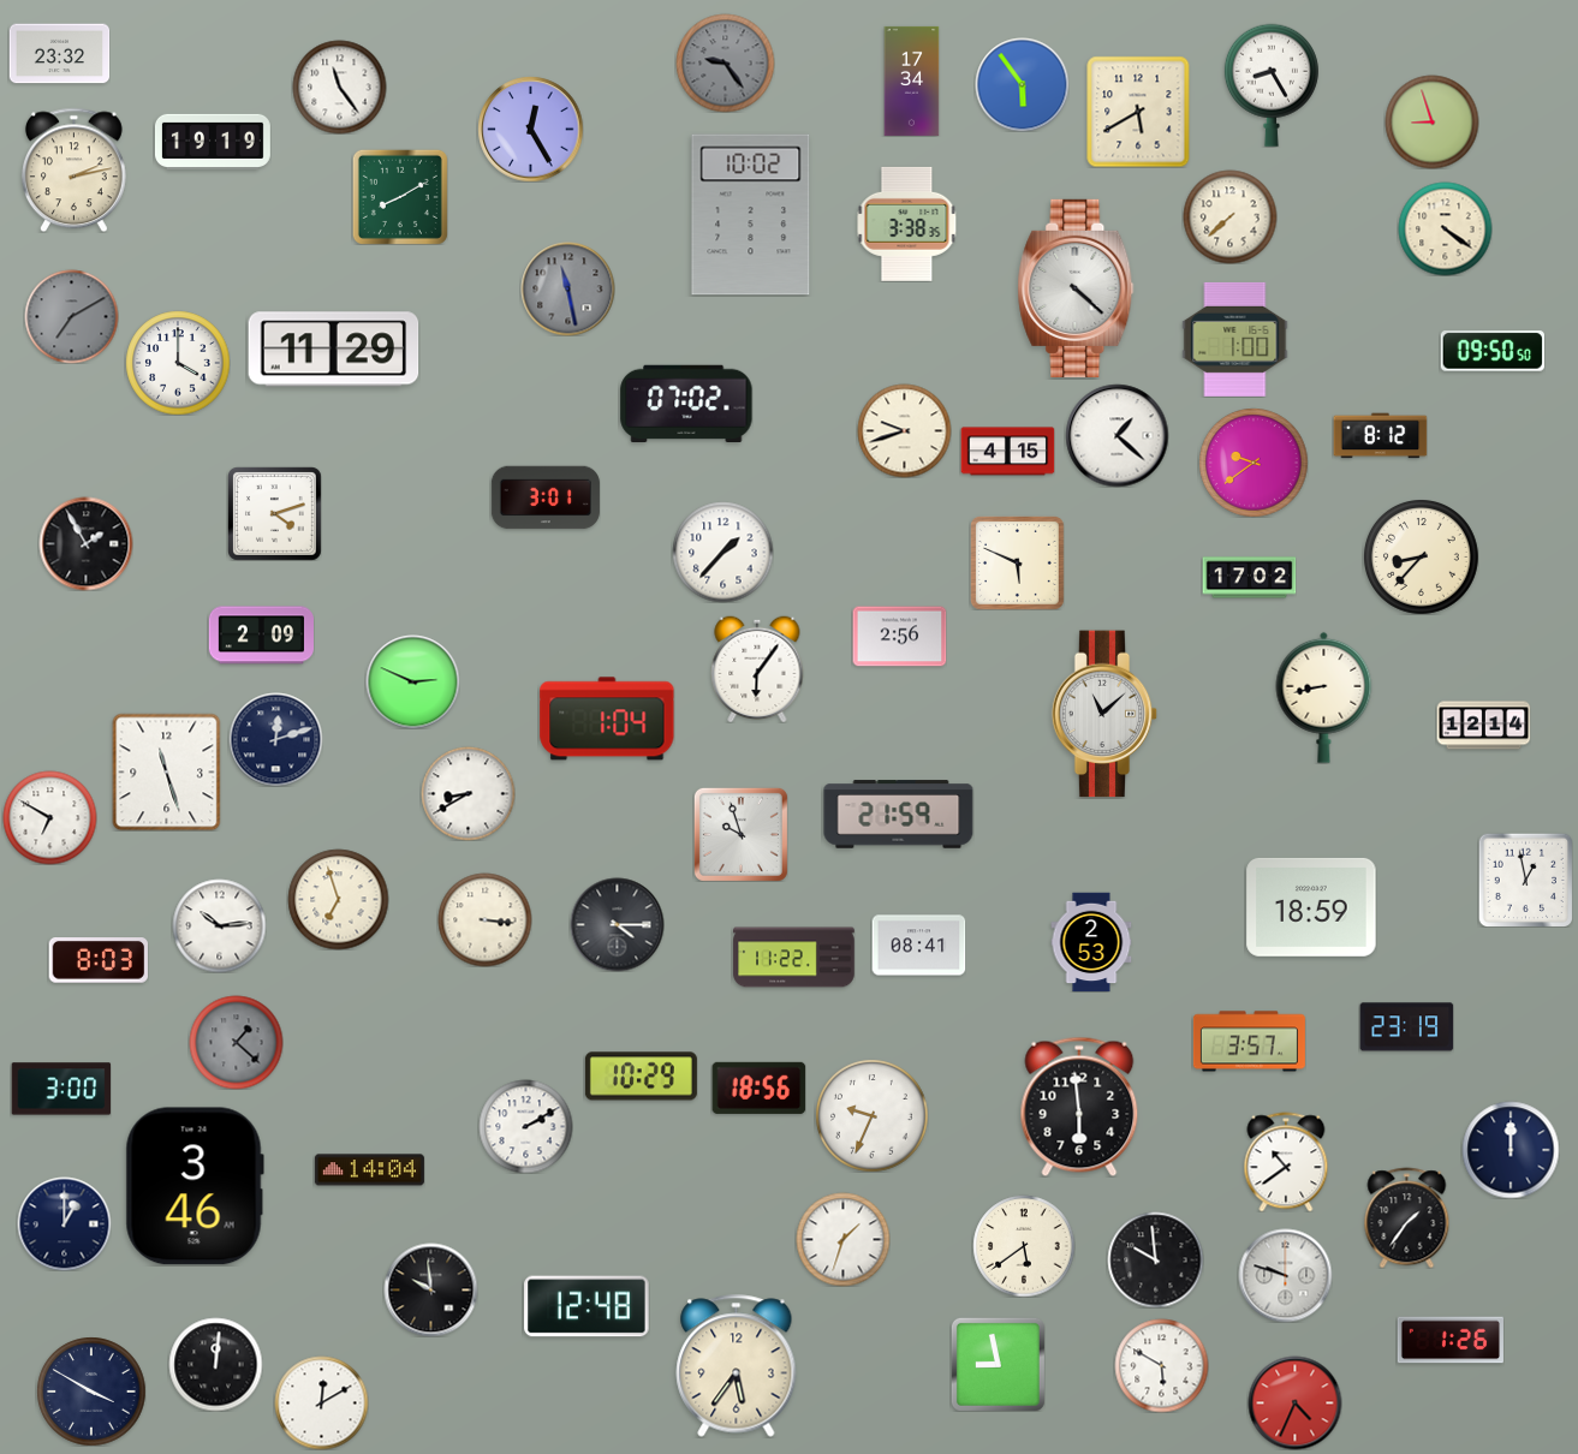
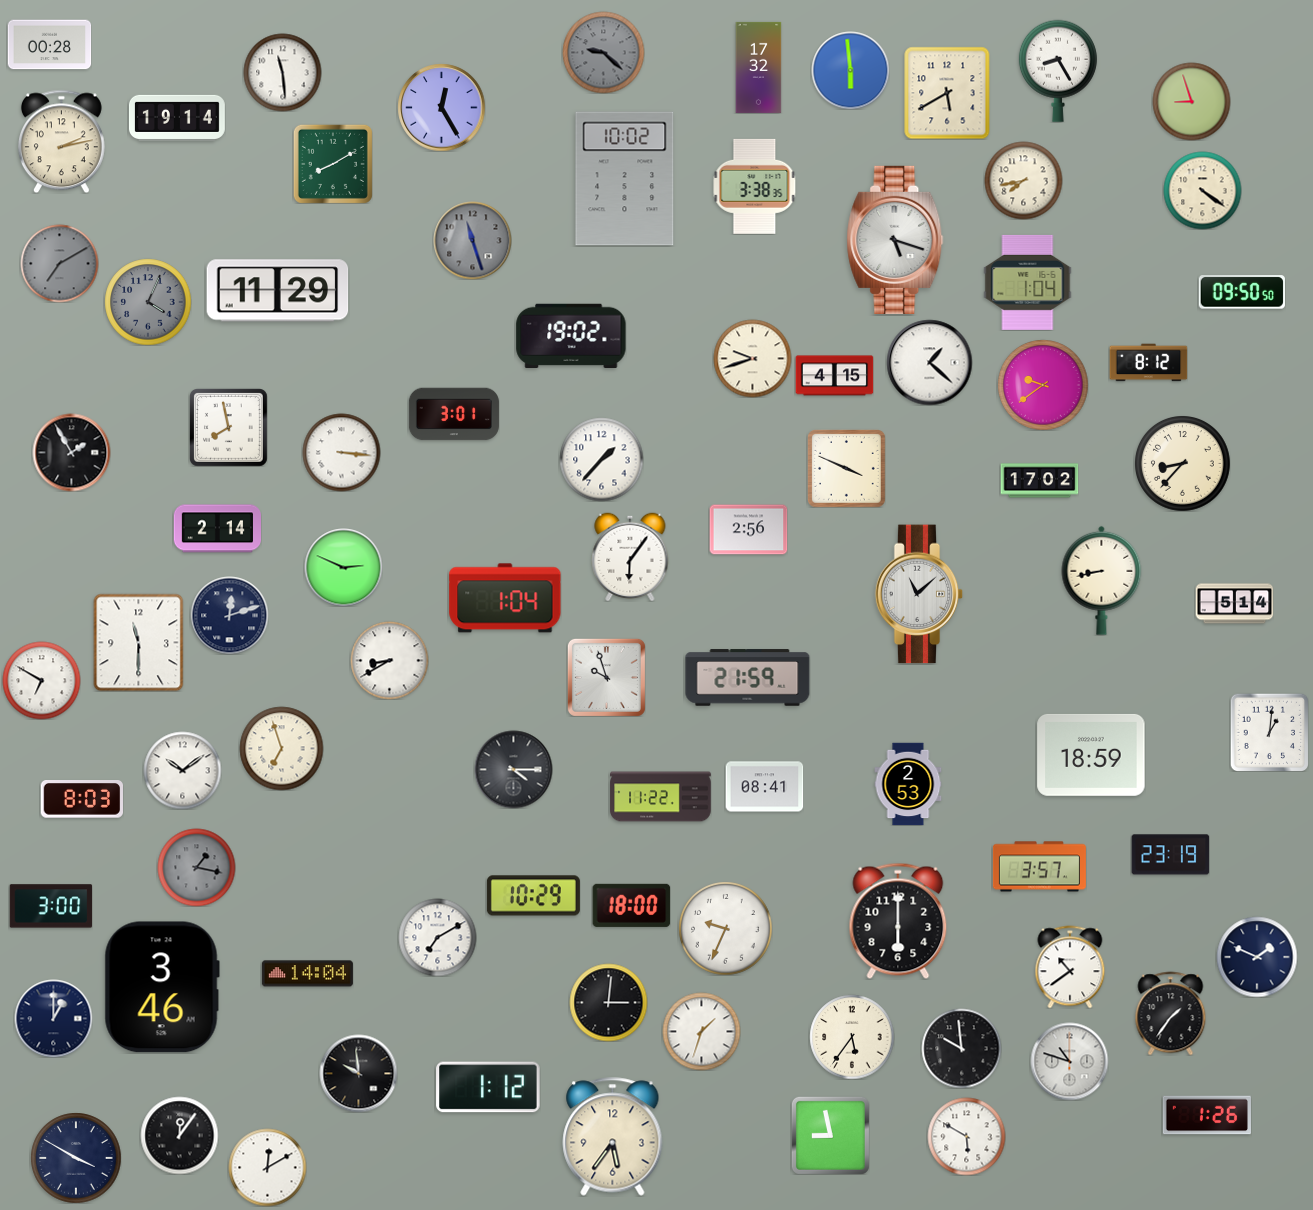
clock at (59, 54): 23:32 -> 00:28
clock at (725, 62): 9:24 -> 9:22
clock at (912, 81): 17:34 -> 17:32
clock at (1022, 84): 5:54 -> 5:59
clock at (339, 87): 11:24 -> 11:29
clock at (213, 142): 19:19 -> 19:14
clock at (1229, 216): 7:38 -> 7:43
clock at (567, 288): 11:28 -> 11:27
clock at (1076, 288): 4:22 -> 5:18
clock at (1235, 339): 1:00 -> 1:04
clock at (178, 363): 4:00 -> 4:04
clock at (178, 363) dial: white -> grey
clock at (686, 403): 07:02 -> 19:02
clock at (1007, 452) position: (1007, 452) -> (834, 376)
clock at (275, 514): 4:12 -> 7:58
clock at (341, 452): none -> 3:16
clock at (1018, 564): 5:49 -> 3:49
clock at (261, 636): 2:09 -> 2:14
clock at (1483, 726): 12:14 -> 5:14
clock at (167, 771): 11:27 -> 11:30
clock at (740, 834) position: (740, 834) -> (606, 677)
clock at (1525, 880): 12:58 -> 1:01
clock at (484, 919): 3:16 -> none
clock at (219, 925): 10:14 -> 10:09
clock at (236, 1042): 1:22 -> 1:17
clock at (758, 1087): 18:56 -> 18:00
clock at (1079, 1107): 5:59 -> 6:00
clock at (525, 1126): 2:10 -> 7:10
clock at (1511, 1150): 12:00 -> 1:49
clock at (608, 1002): none -> 3:01
clock at (1024, 1246): 5:39 -> 5:36
clock at (1285, 1275): 9:48 -> 10:48
clock at (586, 1306): 12:48 -> 1:12
clock at (215, 1364): 12:01 -> 12:06
clock at (1294, 1402): 4:34 -> none
